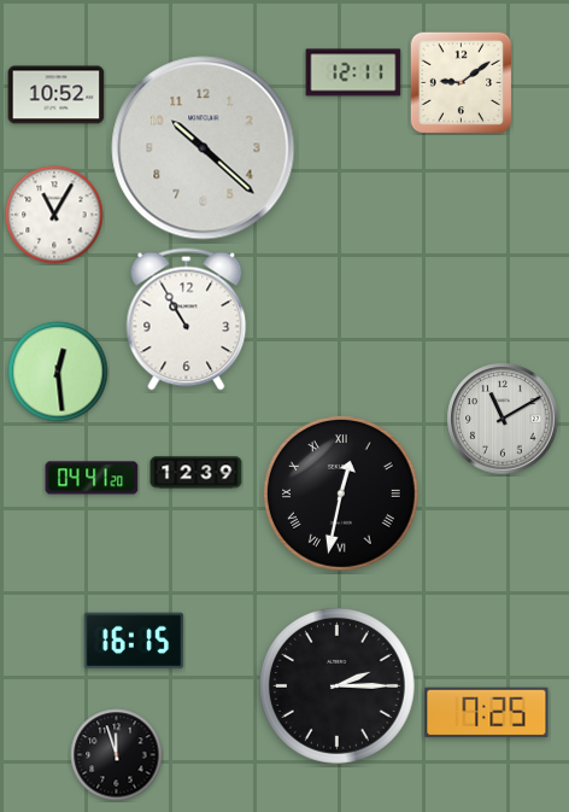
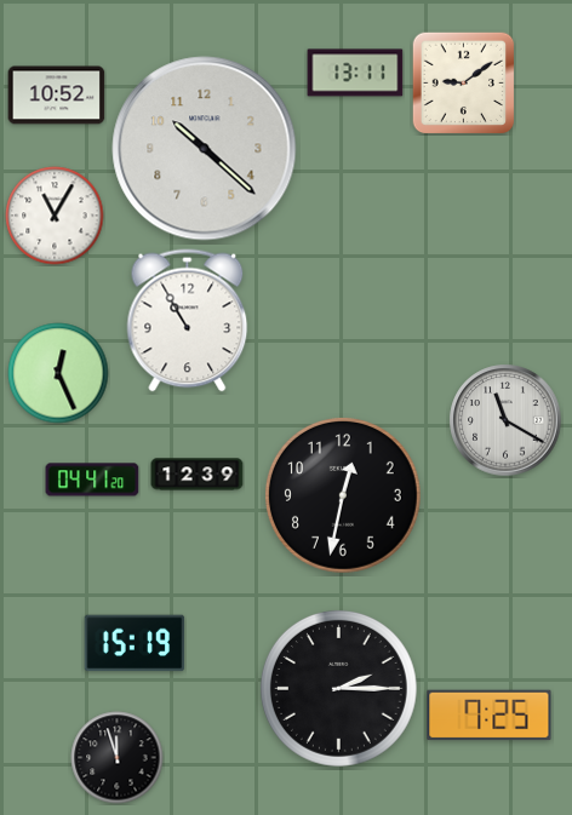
clock at (353, 72): 12:11 -> 13:11
clock at (58, 372): 12:29 -> 12:26
clock at (503, 419): 11:10 -> 11:20
clock at (342, 495) numerals: Roman -> Arabic
clock at (134, 641): 16:15 -> 15:19
